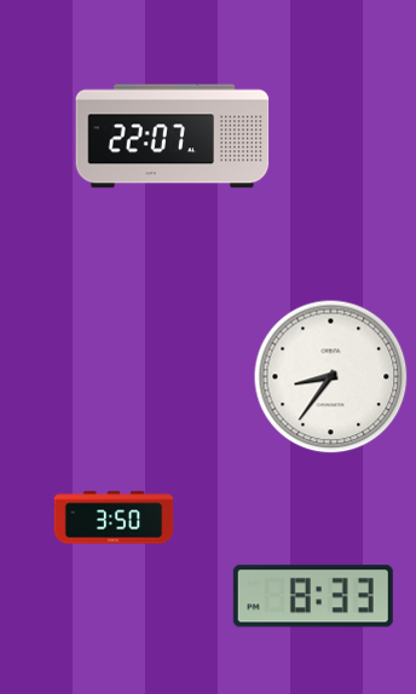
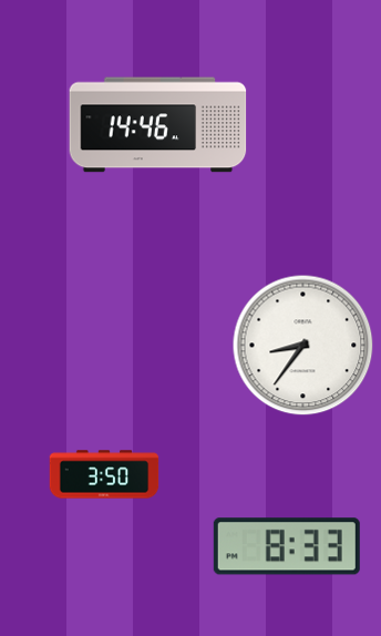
clock at (173, 137): 22:07 -> 14:46
